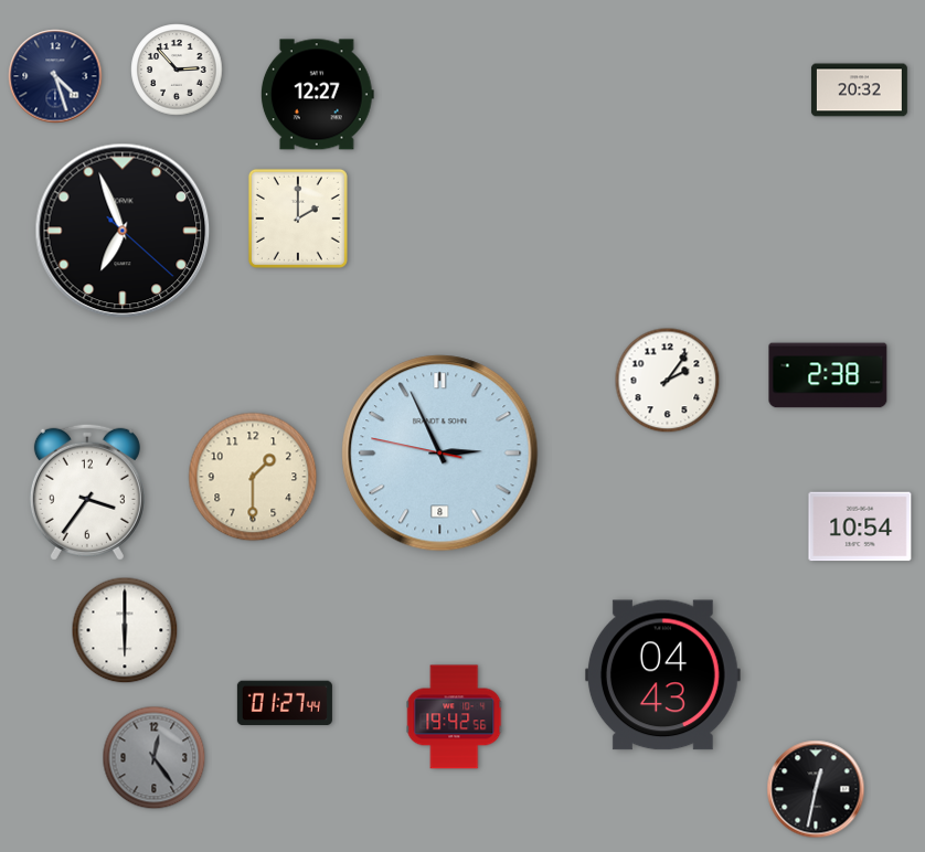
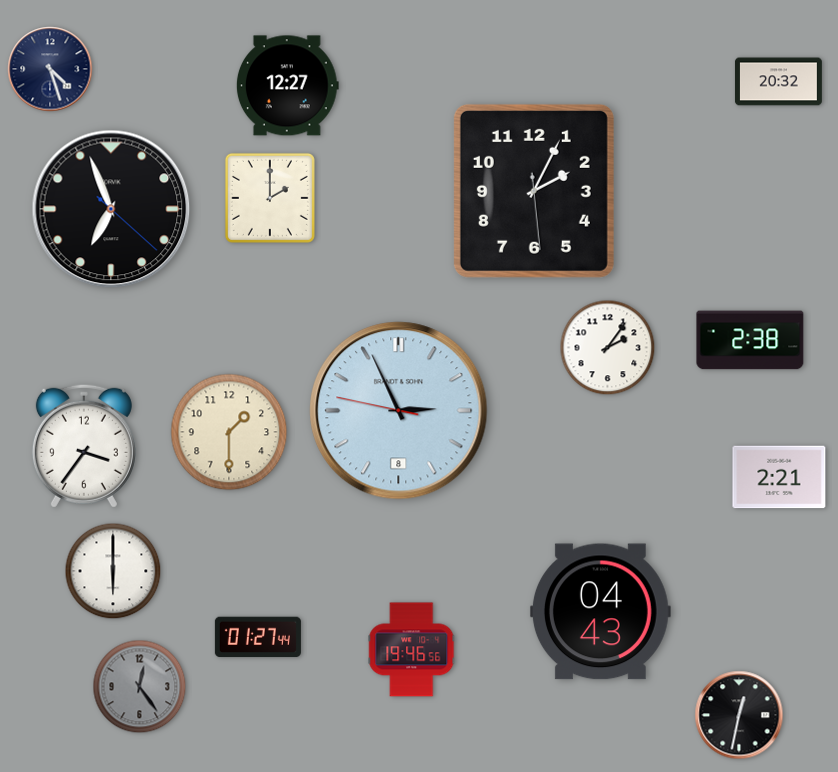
clock at (177, 70): 2:53 -> none
clock at (534, 191): none -> 2:04
clock at (668, 381) position: (668, 381) -> (608, 348)
clock at (87, 492) position: (87, 492) -> (84, 446)
clock at (860, 526): 10:54 -> 2:21
clock at (455, 717): 19:42 -> 19:46
